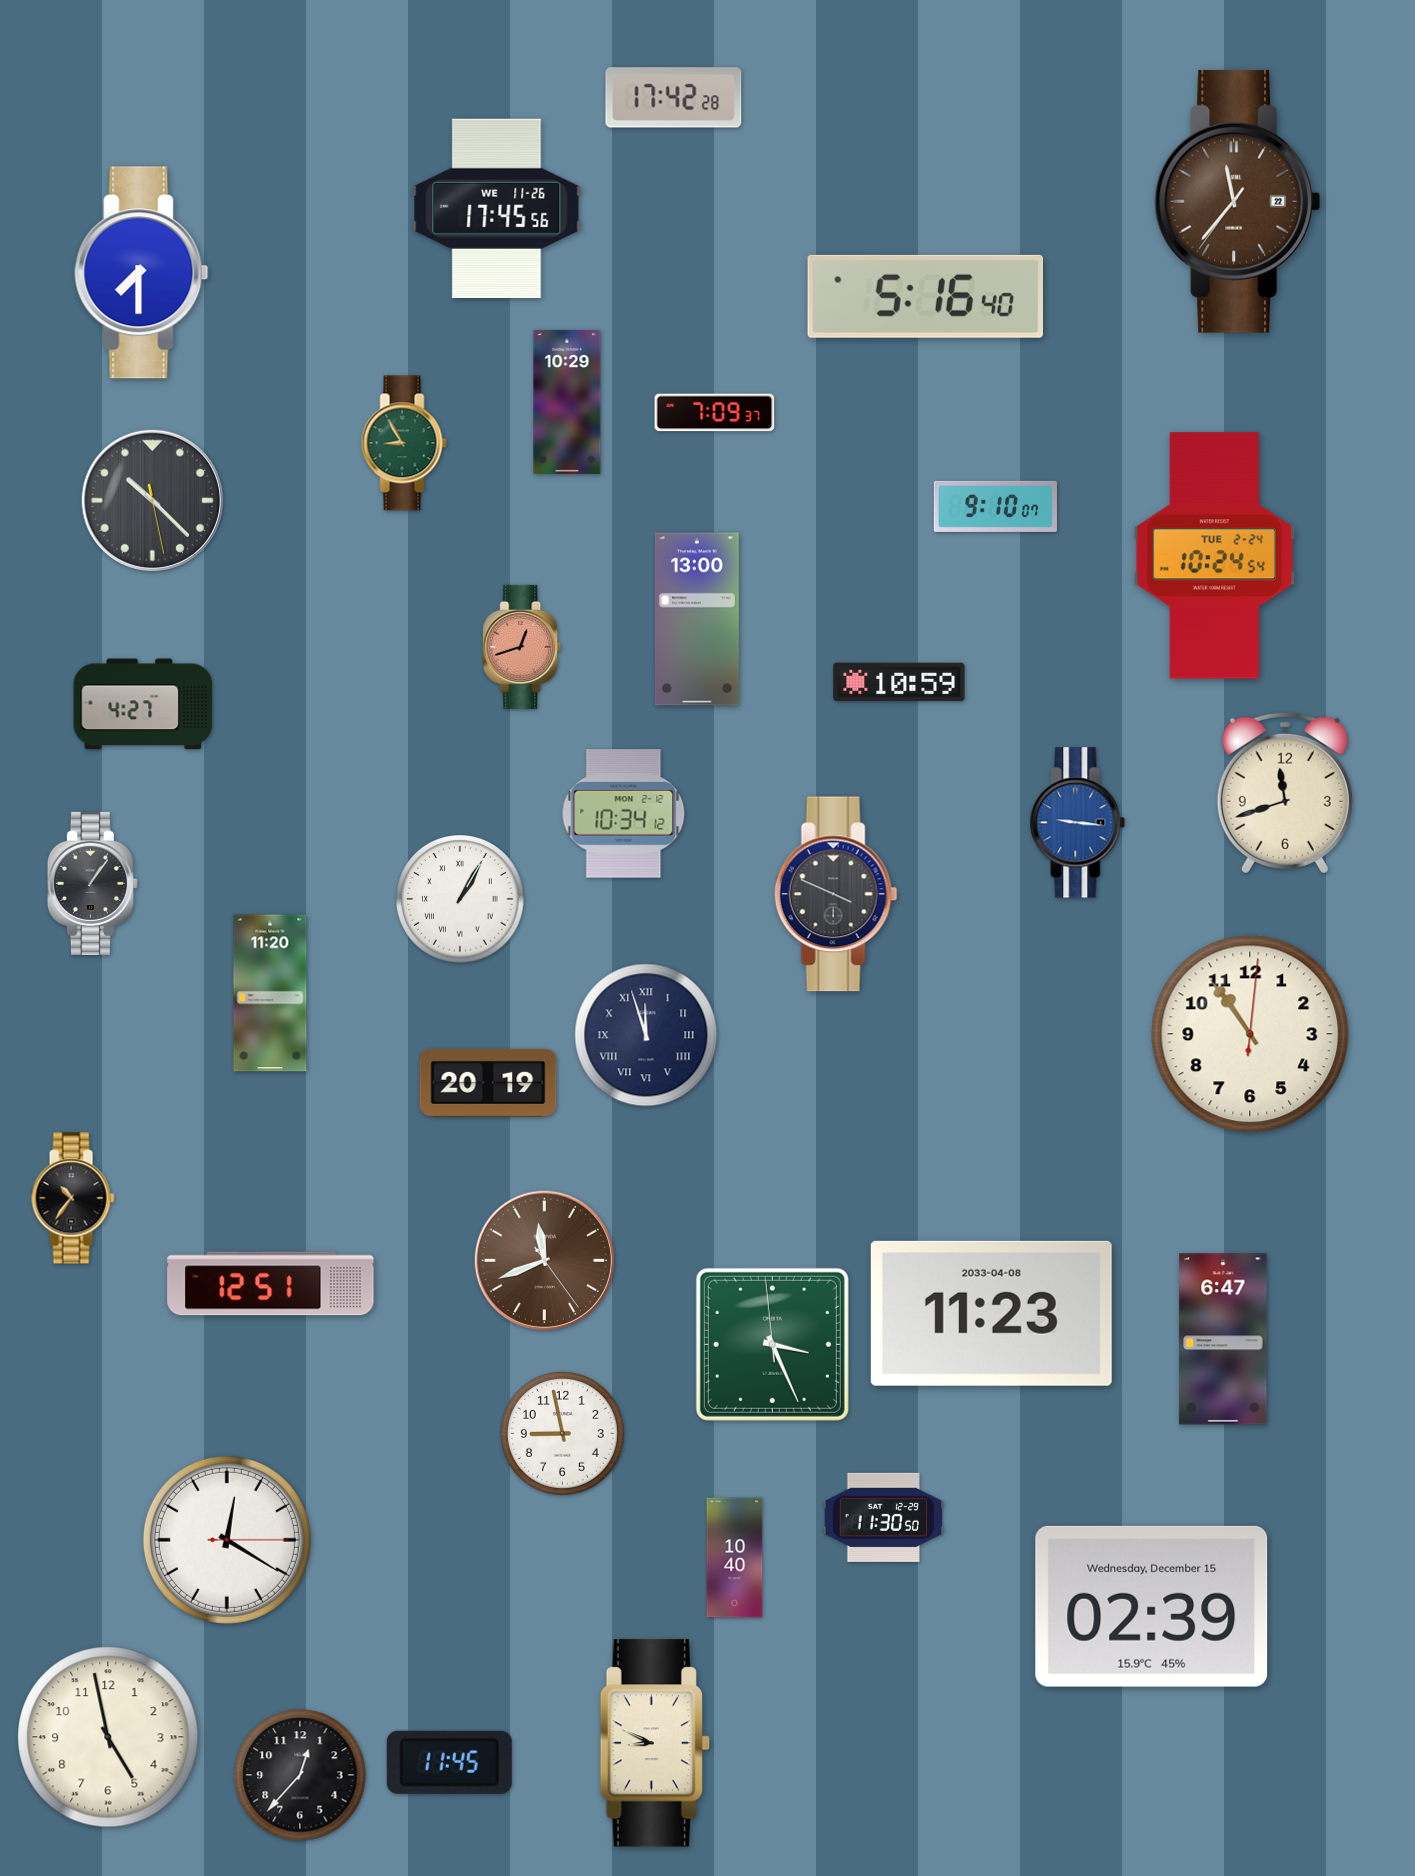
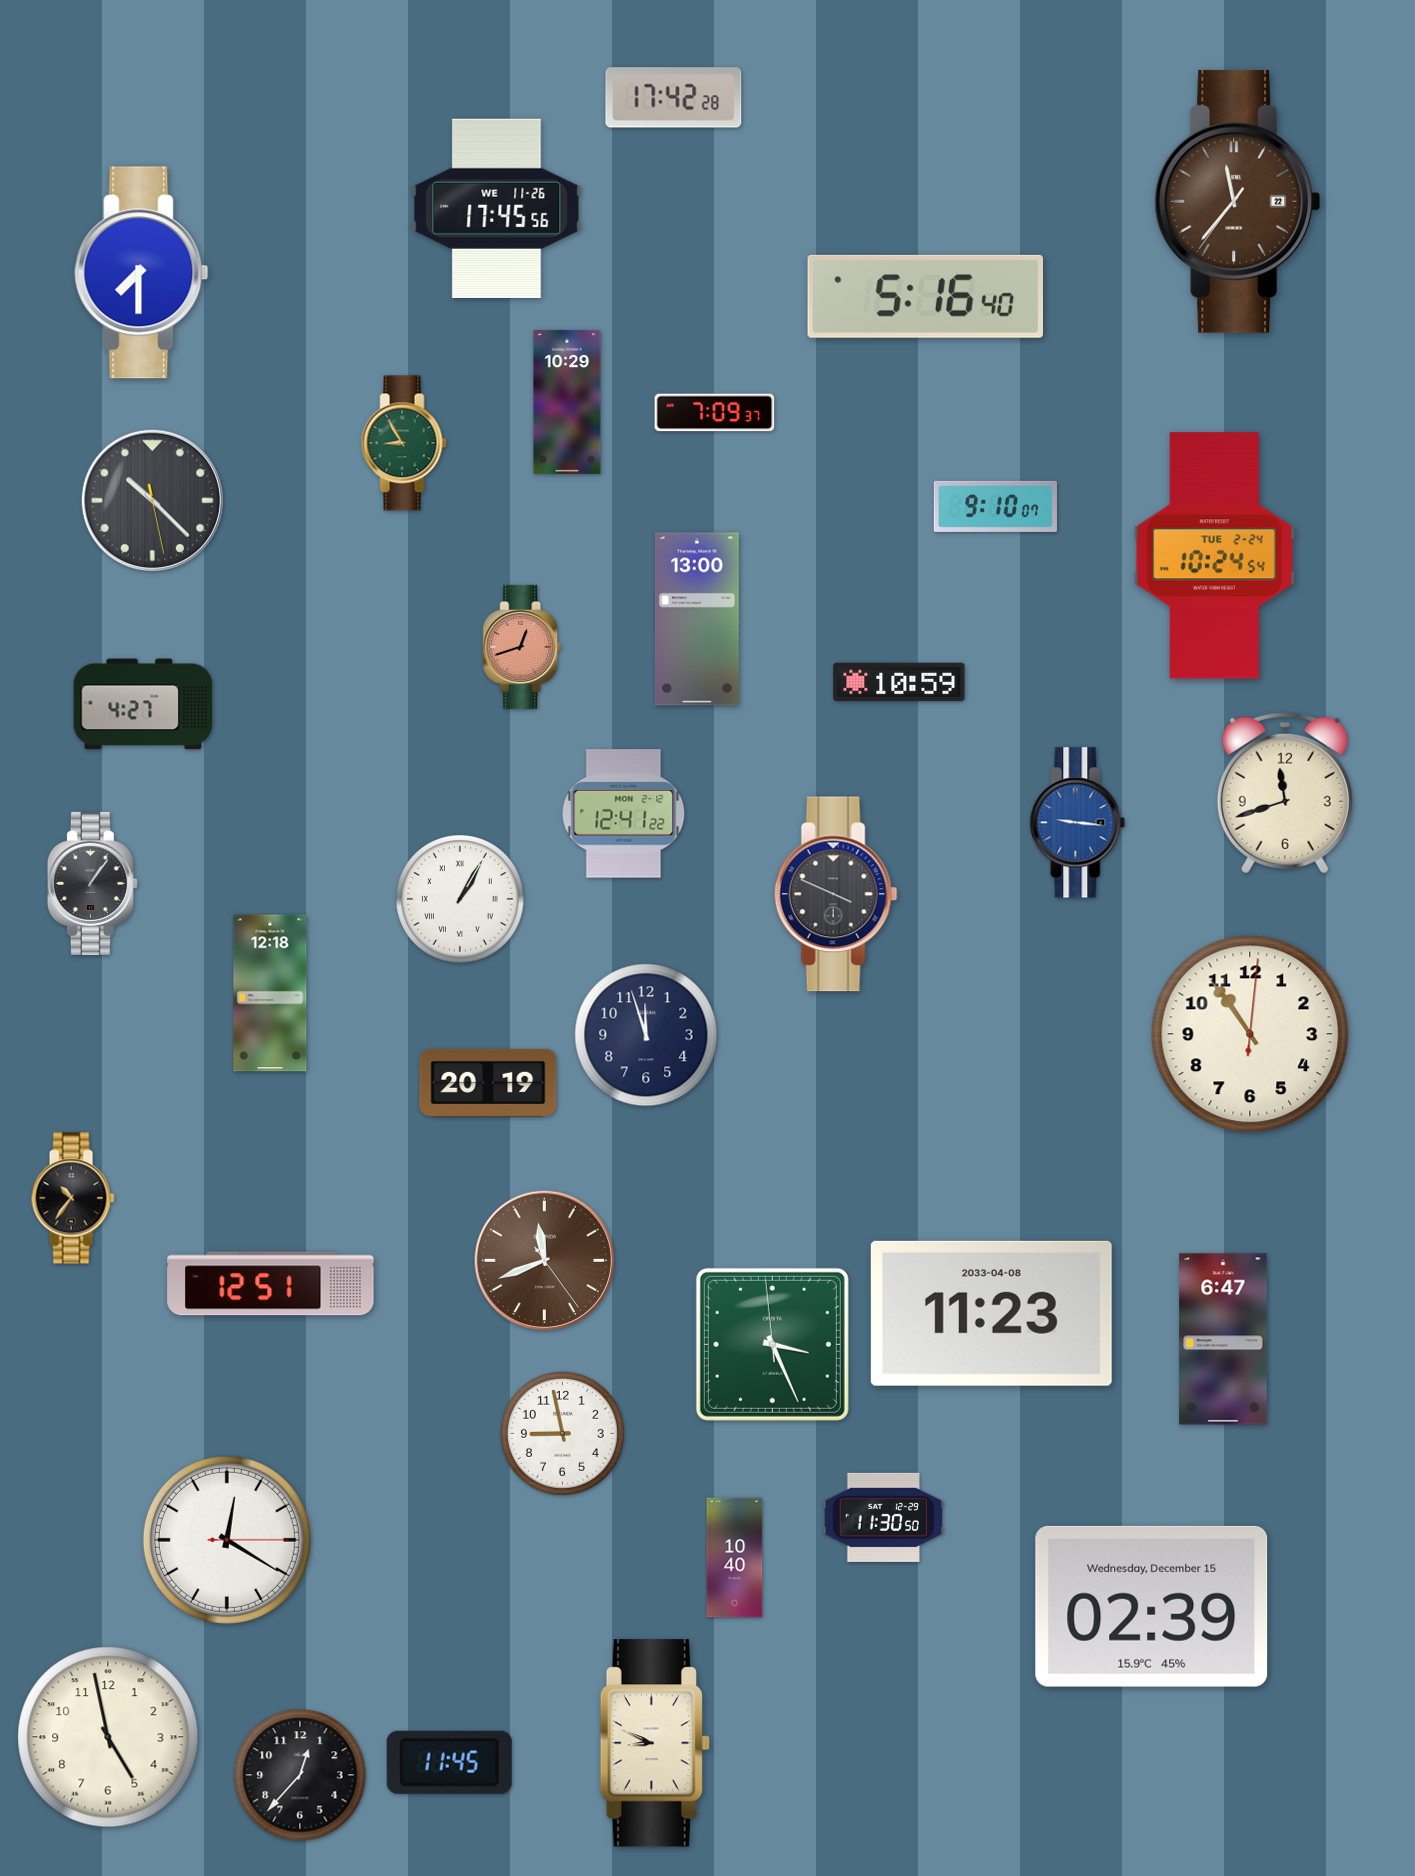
clock at (624, 814): 10:34 -> 12:41
clock at (270, 993): 11:20 -> 12:18
clock at (646, 1035) numerals: Roman -> Arabic
